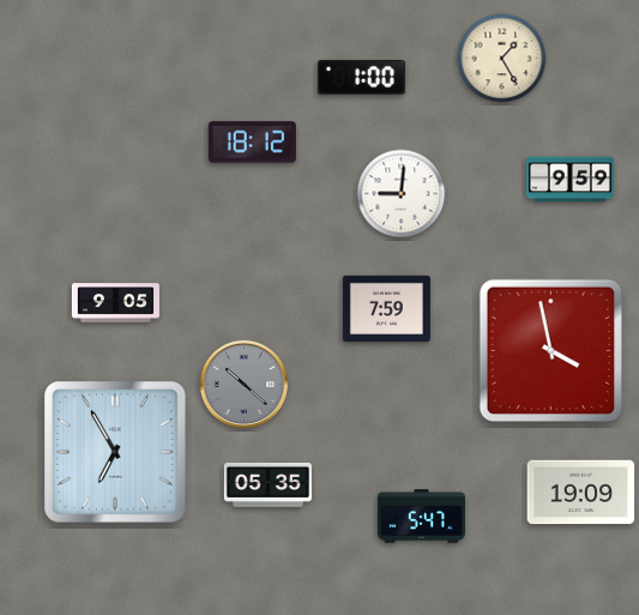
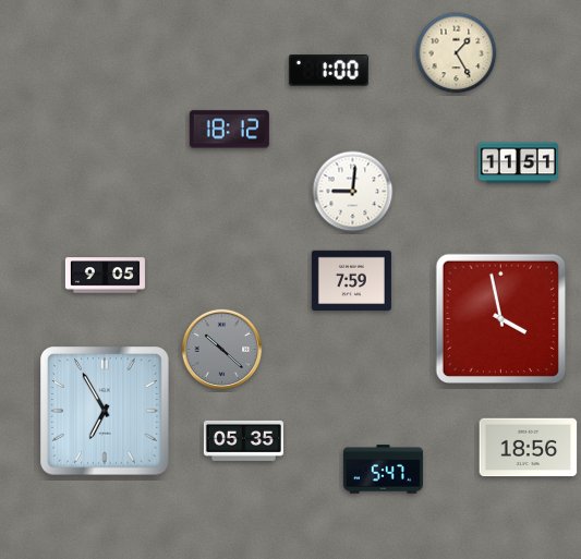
clock at (569, 180): 9:59 -> 11:51
clock at (402, 194) position: (402, 194) -> (353, 192)
clock at (581, 493): 19:09 -> 18:56
